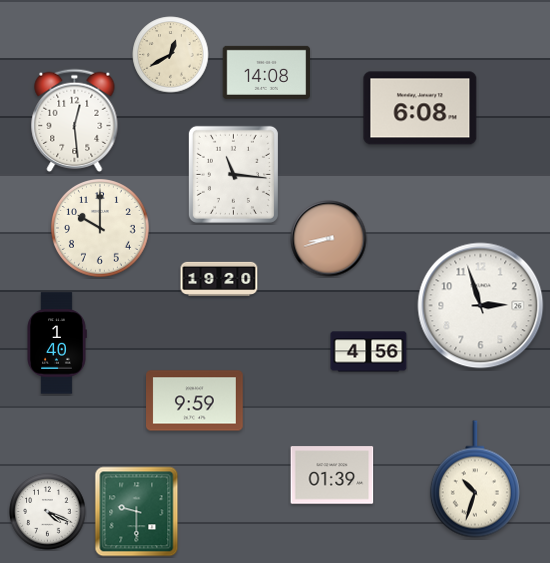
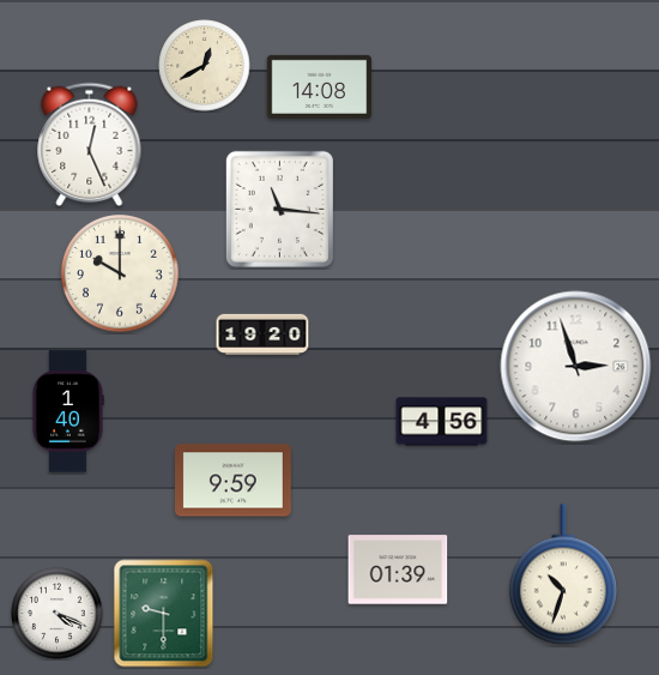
clock at (420, 108): 6:08 -> none
clock at (75, 121): 12:29 -> 12:26
clock at (329, 239): 8:42 -> none
clock at (475, 479) position: (475, 479) -> (563, 574)
